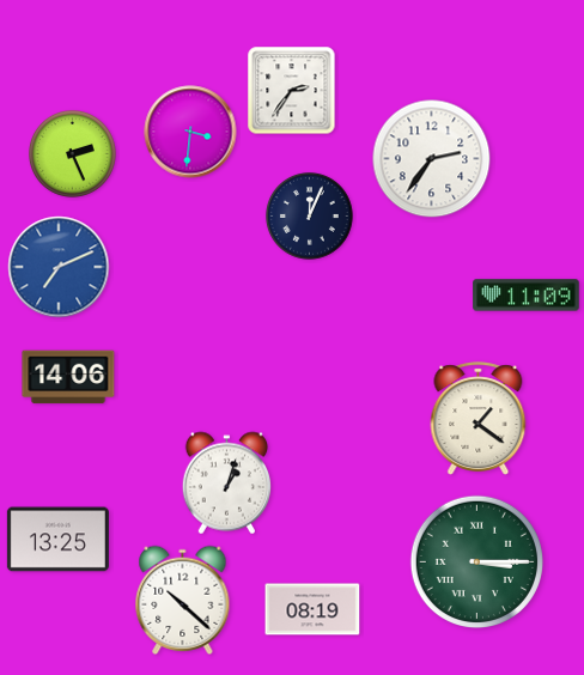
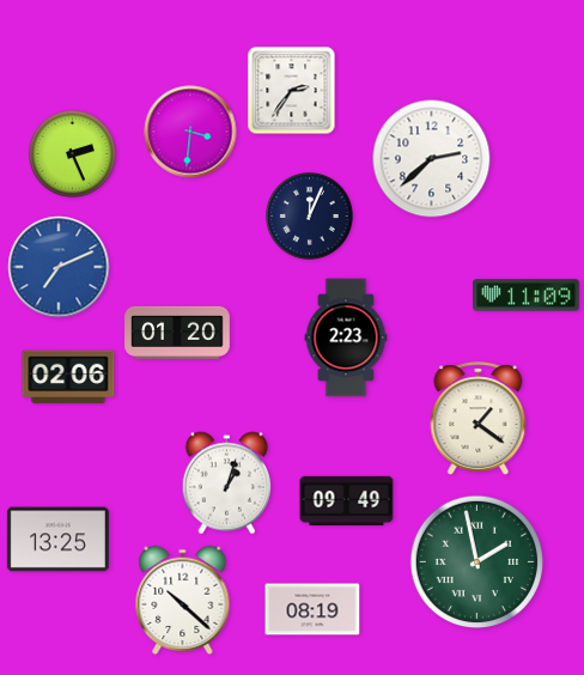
clock at (432, 159): 2:36 -> 2:38
clock at (177, 333): none -> 01:20
clock at (346, 337): none -> 2:23
clock at (68, 377): 14:06 -> 02:06
clock at (347, 500): none -> 09:49
clock at (476, 561): 3:15 -> 1:58
